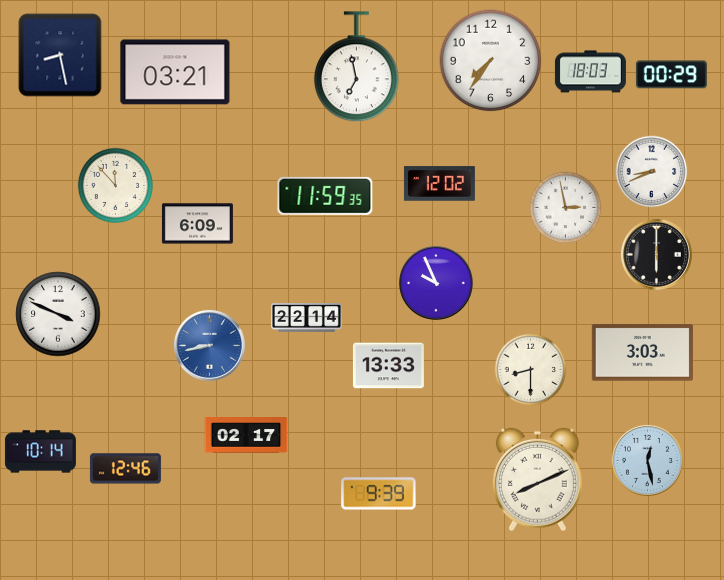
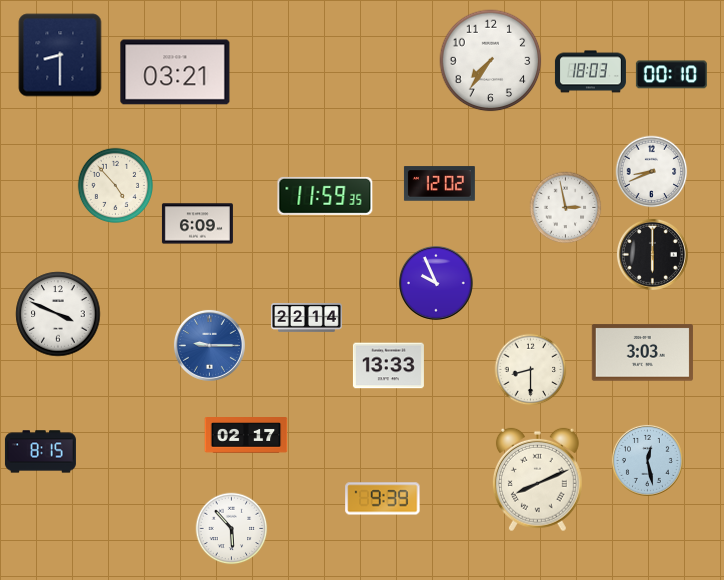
clock at (60, 55): 8:28 -> 8:30
clock at (356, 67): 6:58 -> none
clock at (671, 75): 00:29 -> 00:10
clock at (115, 185): 11:53 -> 4:53
clock at (656, 254) position: (656, 254) -> (652, 254)
clock at (209, 345): 8:43 -> 9:15
clock at (40, 452): 10:14 -> 8:15
clock at (125, 469): 12:46 -> none
clock at (379, 494) position: (379, 494) -> (383, 499)
clock at (232, 529): none -> 5:53
